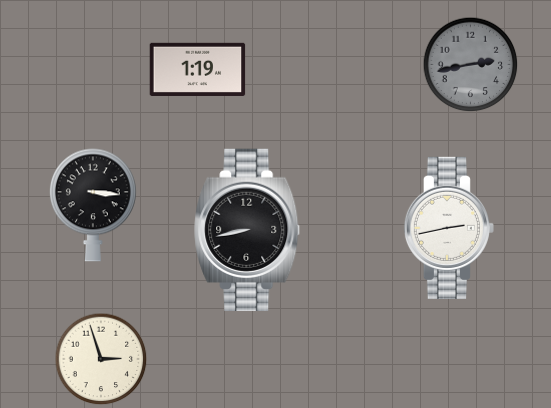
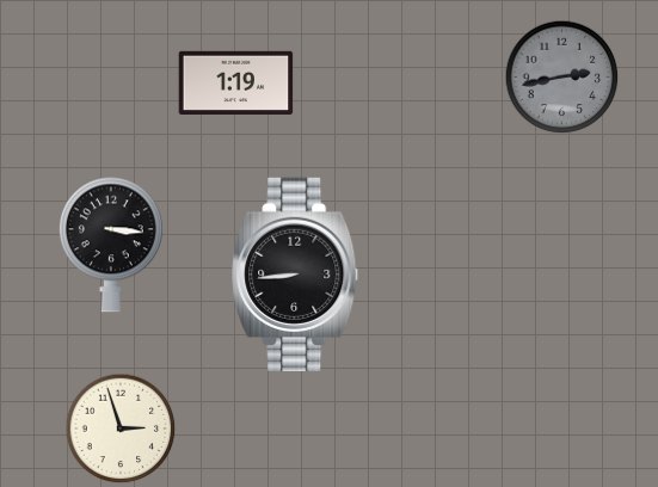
clock at (449, 228): 2:43 -> none
clock at (248, 229): 8:43 -> 8:44
